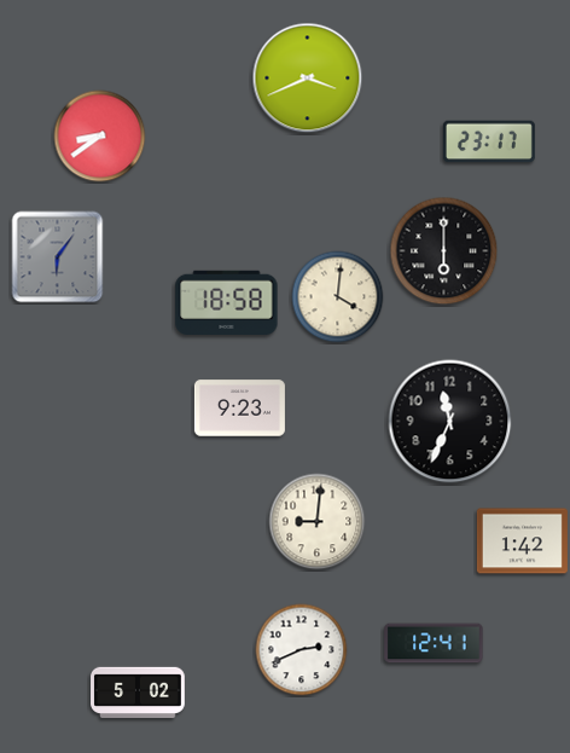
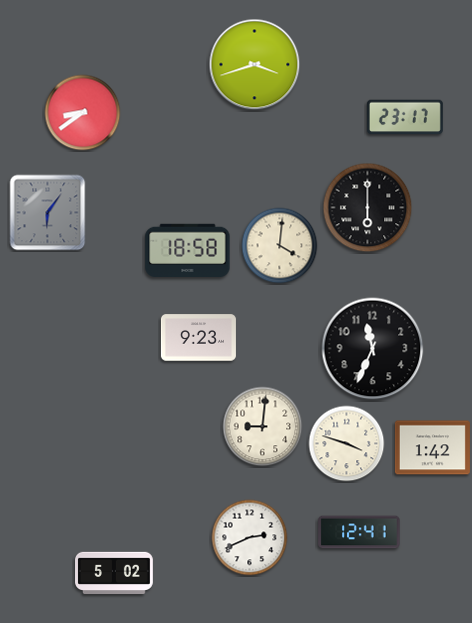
clock at (308, 79): 3:41 -> 3:42
clock at (318, 522) position: (318, 522) -> (263, 427)
clock at (347, 444): none -> 3:48
